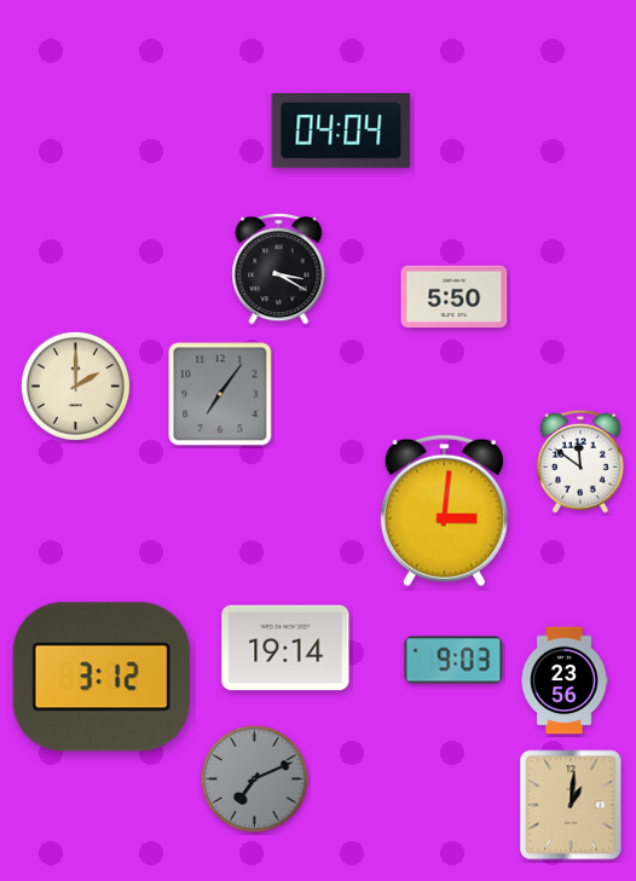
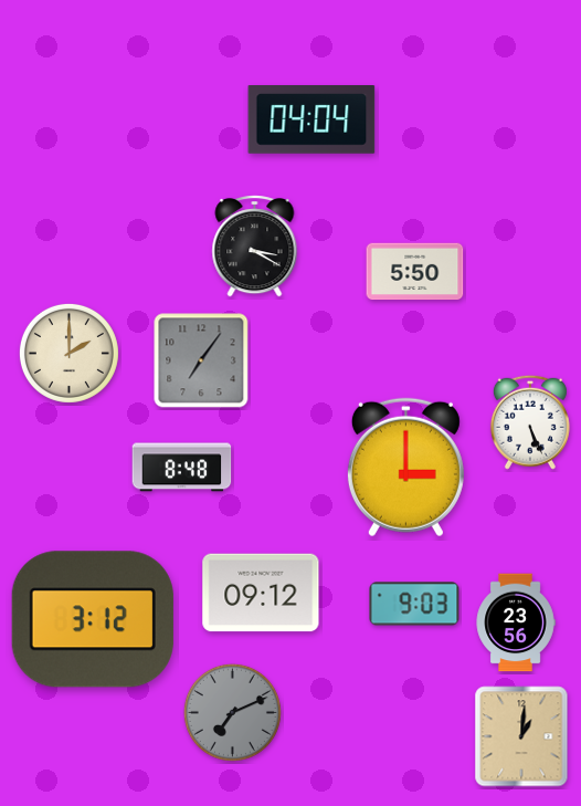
clock at (580, 462): 11:51 -> 5:26
clock at (182, 468): none -> 8:48
clock at (444, 511): 3:01 -> 3:00
clock at (285, 648): 19:14 -> 09:12
